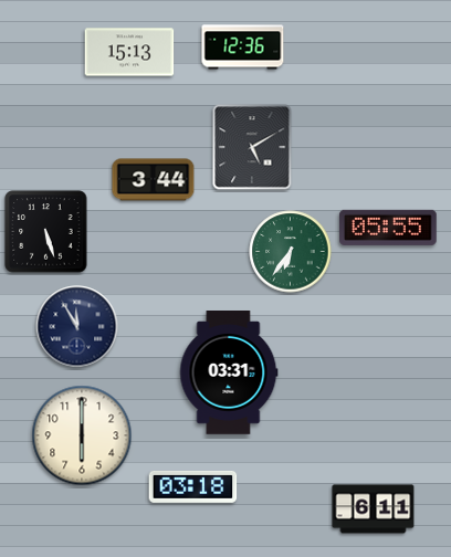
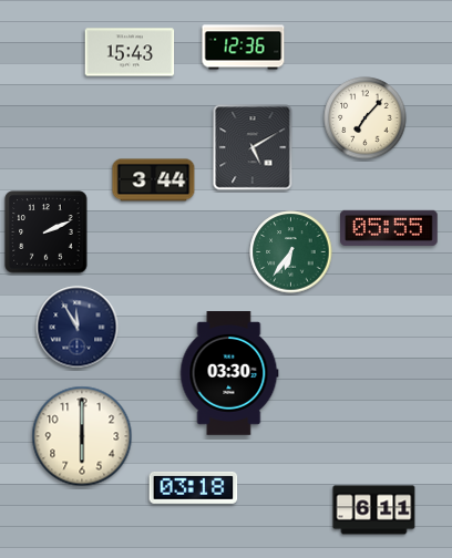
clock at (129, 52): 15:13 -> 15:43
clock at (366, 118): none -> 7:07
clock at (46, 232): 5:27 -> 2:11
clock at (229, 374): 03:31 -> 03:30
